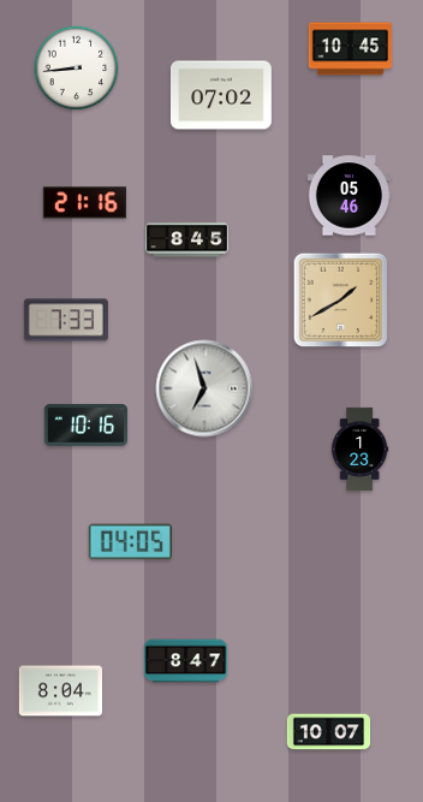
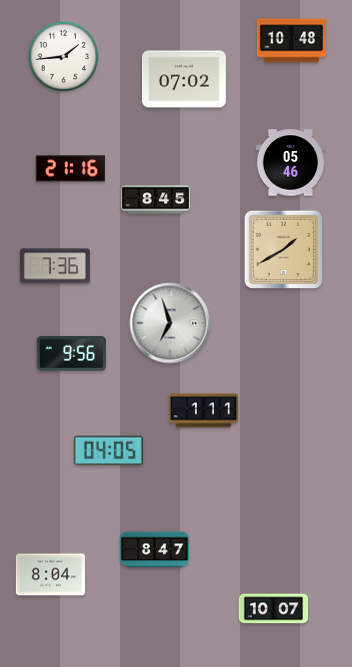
clock at (350, 49): 10:45 -> 10:48
clock at (77, 69): 8:44 -> 1:44
clock at (66, 320): 7:33 -> 7:36
clock at (85, 424): 10:16 -> 9:56
clock at (361, 450): 1:23 -> none
clock at (203, 411): none -> 1:11
